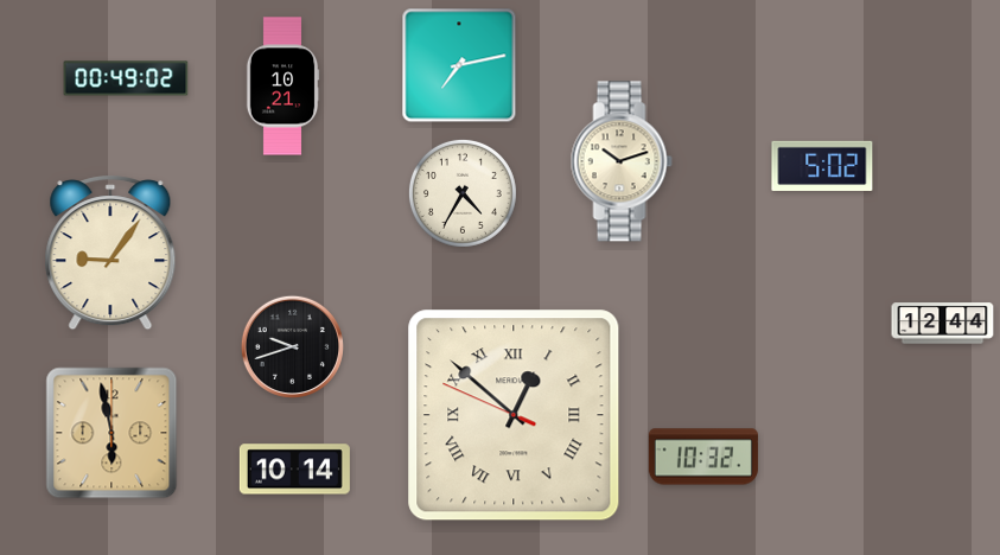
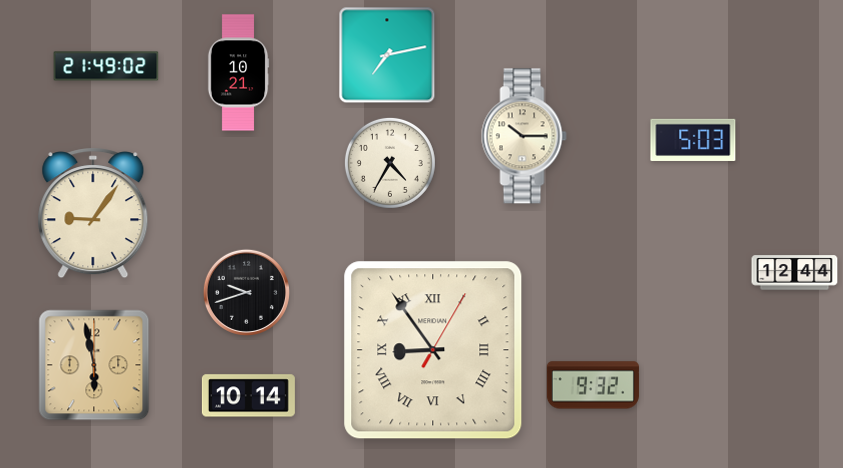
clock at (126, 78): 00:49 -> 21:49
clock at (622, 161): 10:12 -> 10:15
clock at (822, 166): 5:02 -> 5:03
clock at (514, 415): 12:51 -> 8:54
clock at (703, 457): 10:32 -> 9:32
